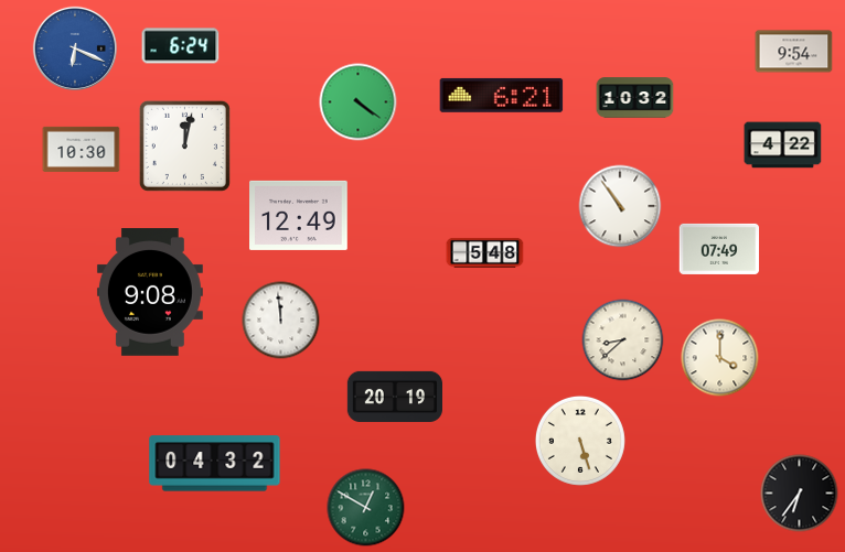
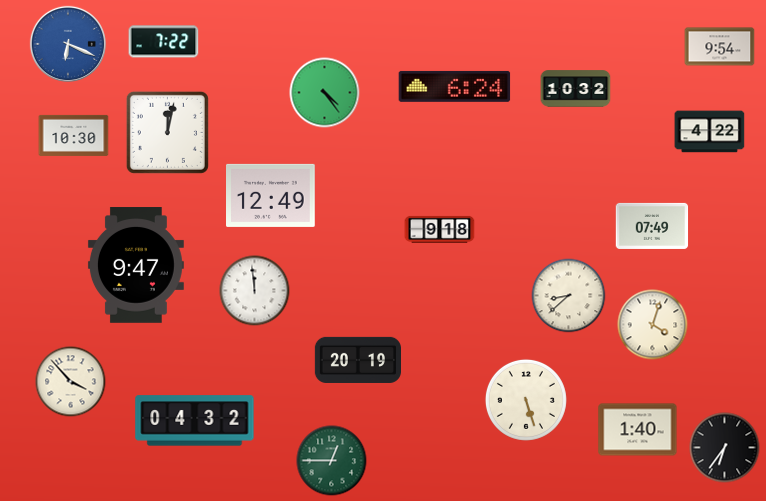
clock at (181, 46): 6:24 -> 7:22
clock at (502, 95): 6:21 -> 6:24
clock at (359, 102): 4:21 -> 4:24
clock at (620, 206): 10:54 -> none
clock at (485, 252): 5:48 -> 9:18
clock at (150, 292): 9:08 -> 9:47
clock at (623, 340) position: (623, 340) -> (569, 296)
clock at (720, 358): 4:00 -> 4:03
clock at (71, 382): none -> 3:53
clock at (638, 430): none -> 1:40
clock at (366, 508): 12:50 -> 12:45
